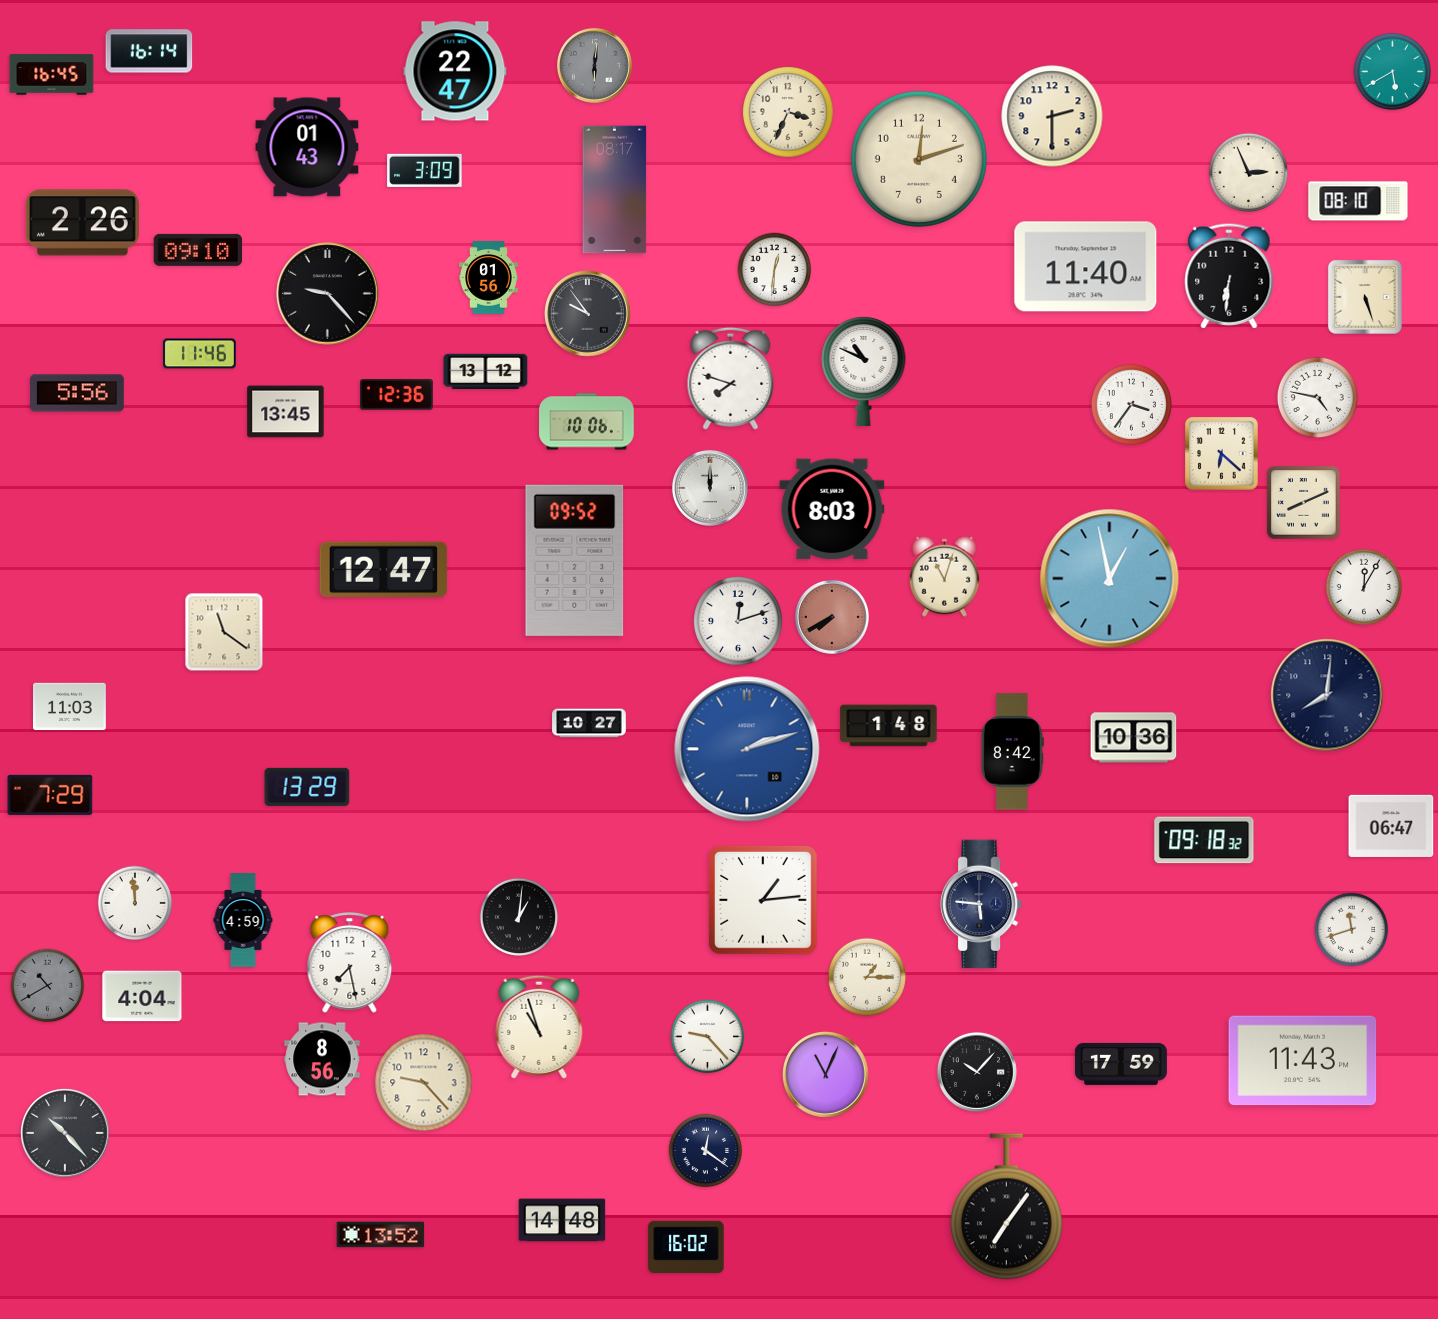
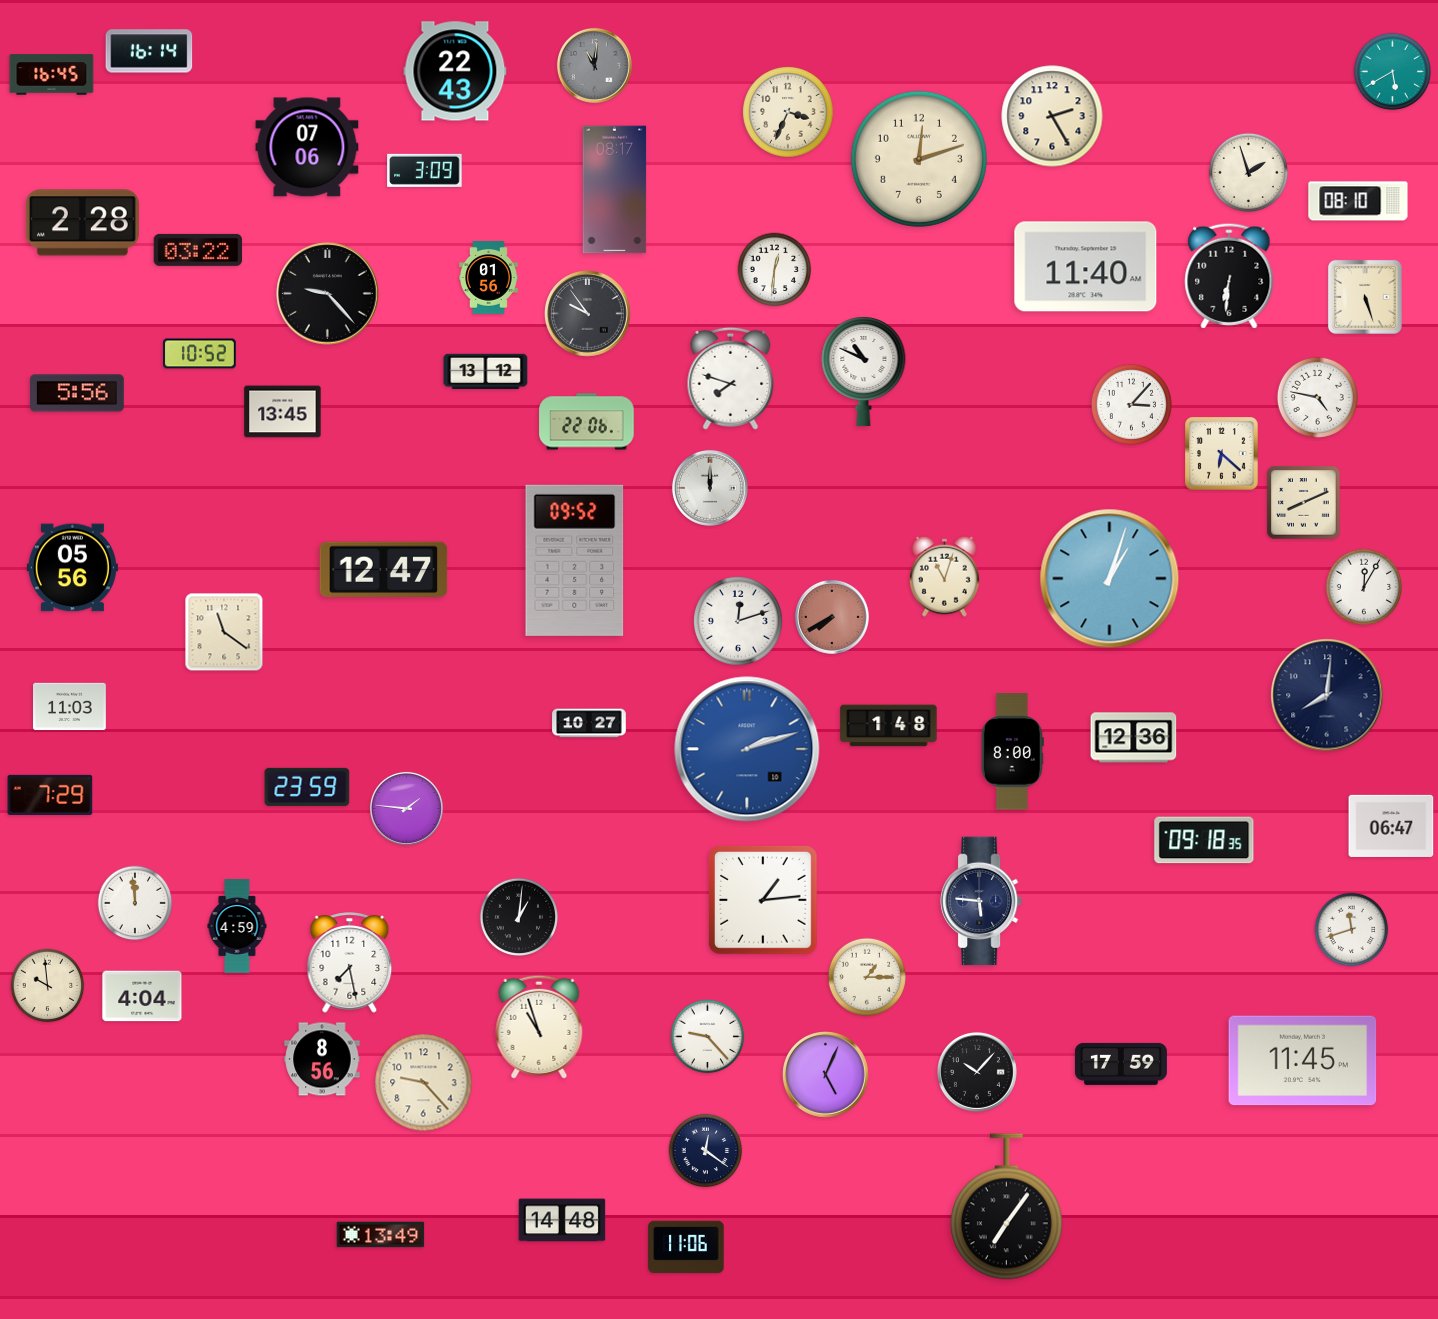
clock at (594, 65): 6:01 -> 11:01
clock at (455, 71): 22:47 -> 22:43
clock at (1052, 116): 2:30 -> 2:25
clock at (307, 147): 01:43 -> 07:06
clock at (1248, 172): 2:56 -> 1:57
clock at (82, 223): 2:26 -> 2:28
clock at (198, 250): 09:10 -> 03:22
clock at (200, 354): 11:46 -> 10:52
clock at (397, 395): 12:36 -> none
clock at (1131, 404): 3:36 -> 3:07
clock at (286, 412) position: (286, 412) -> (283, 412)
clock at (587, 422): 10:06 -> 22:06
clock at (832, 509): 8:03 -> none
clock at (72, 568): none -> 05:56
clock at (1110, 579): 12:58 -> 1:03
clock at (1134, 738): 10:36 -> 12:36
clock at (1012, 752): 8:42 -> 8:00
clock at (307, 787): 13:29 -> 23:59
clock at (406, 808): none -> 1:46
clock at (1204, 840): 09:18:32 -> 09:18:35
clock at (982, 904) position: (982, 904) -> (982, 901)
clock at (243, 920) position: (243, 920) -> (237, 926)
clock at (48, 986): 10:40 -> 9:59
clock at (48, 986) dial: grey -> cream
clock at (1303, 1061): 11:43 -> 11:45
clock at (826, 1075): 11:04 -> 5:04
clock at (66, 1134): 10:23 -> none
clock at (381, 1235): 13:52 -> 13:49
clock at (686, 1247): 16:02 -> 11:06
